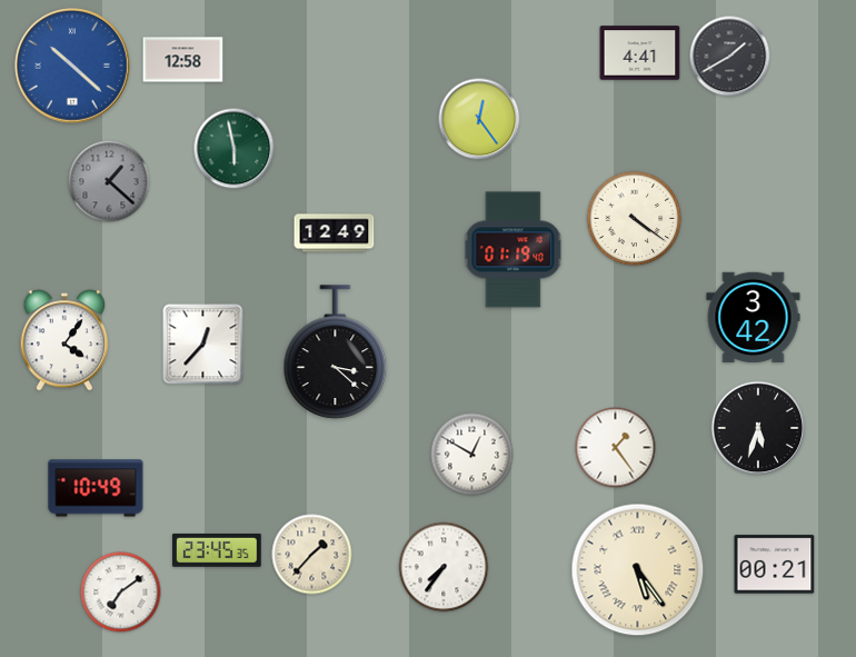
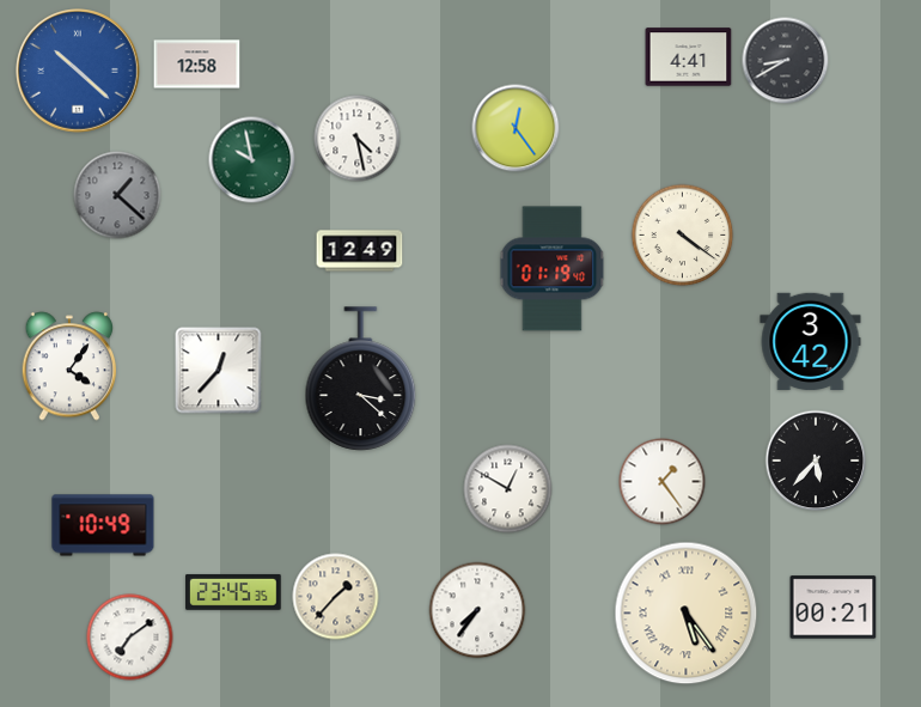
clock at (730, 57): 1:40 -> 8:40
clock at (358, 139): none -> 4:28
clock at (235, 149): 5:58 -> 9:58
clock at (758, 428): 5:33 -> 5:37
